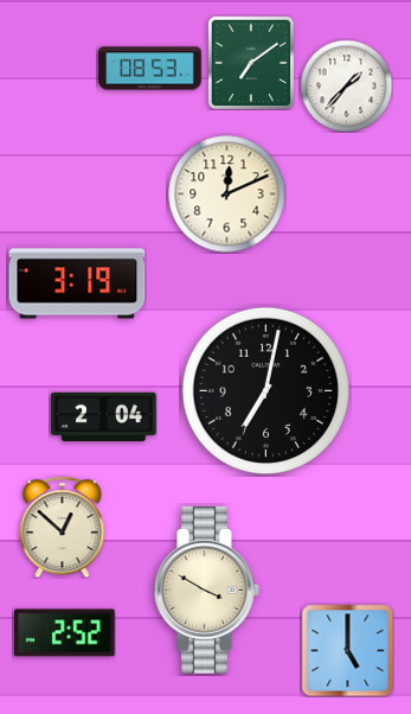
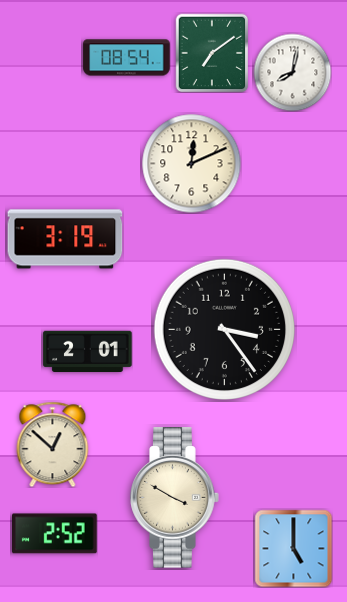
clock at (150, 69): 08:53 -> 08:54
clock at (346, 85): 1:37 -> 8:02
clock at (265, 390): 7:02 -> 3:24
clock at (104, 416): 2:04 -> 2:01
